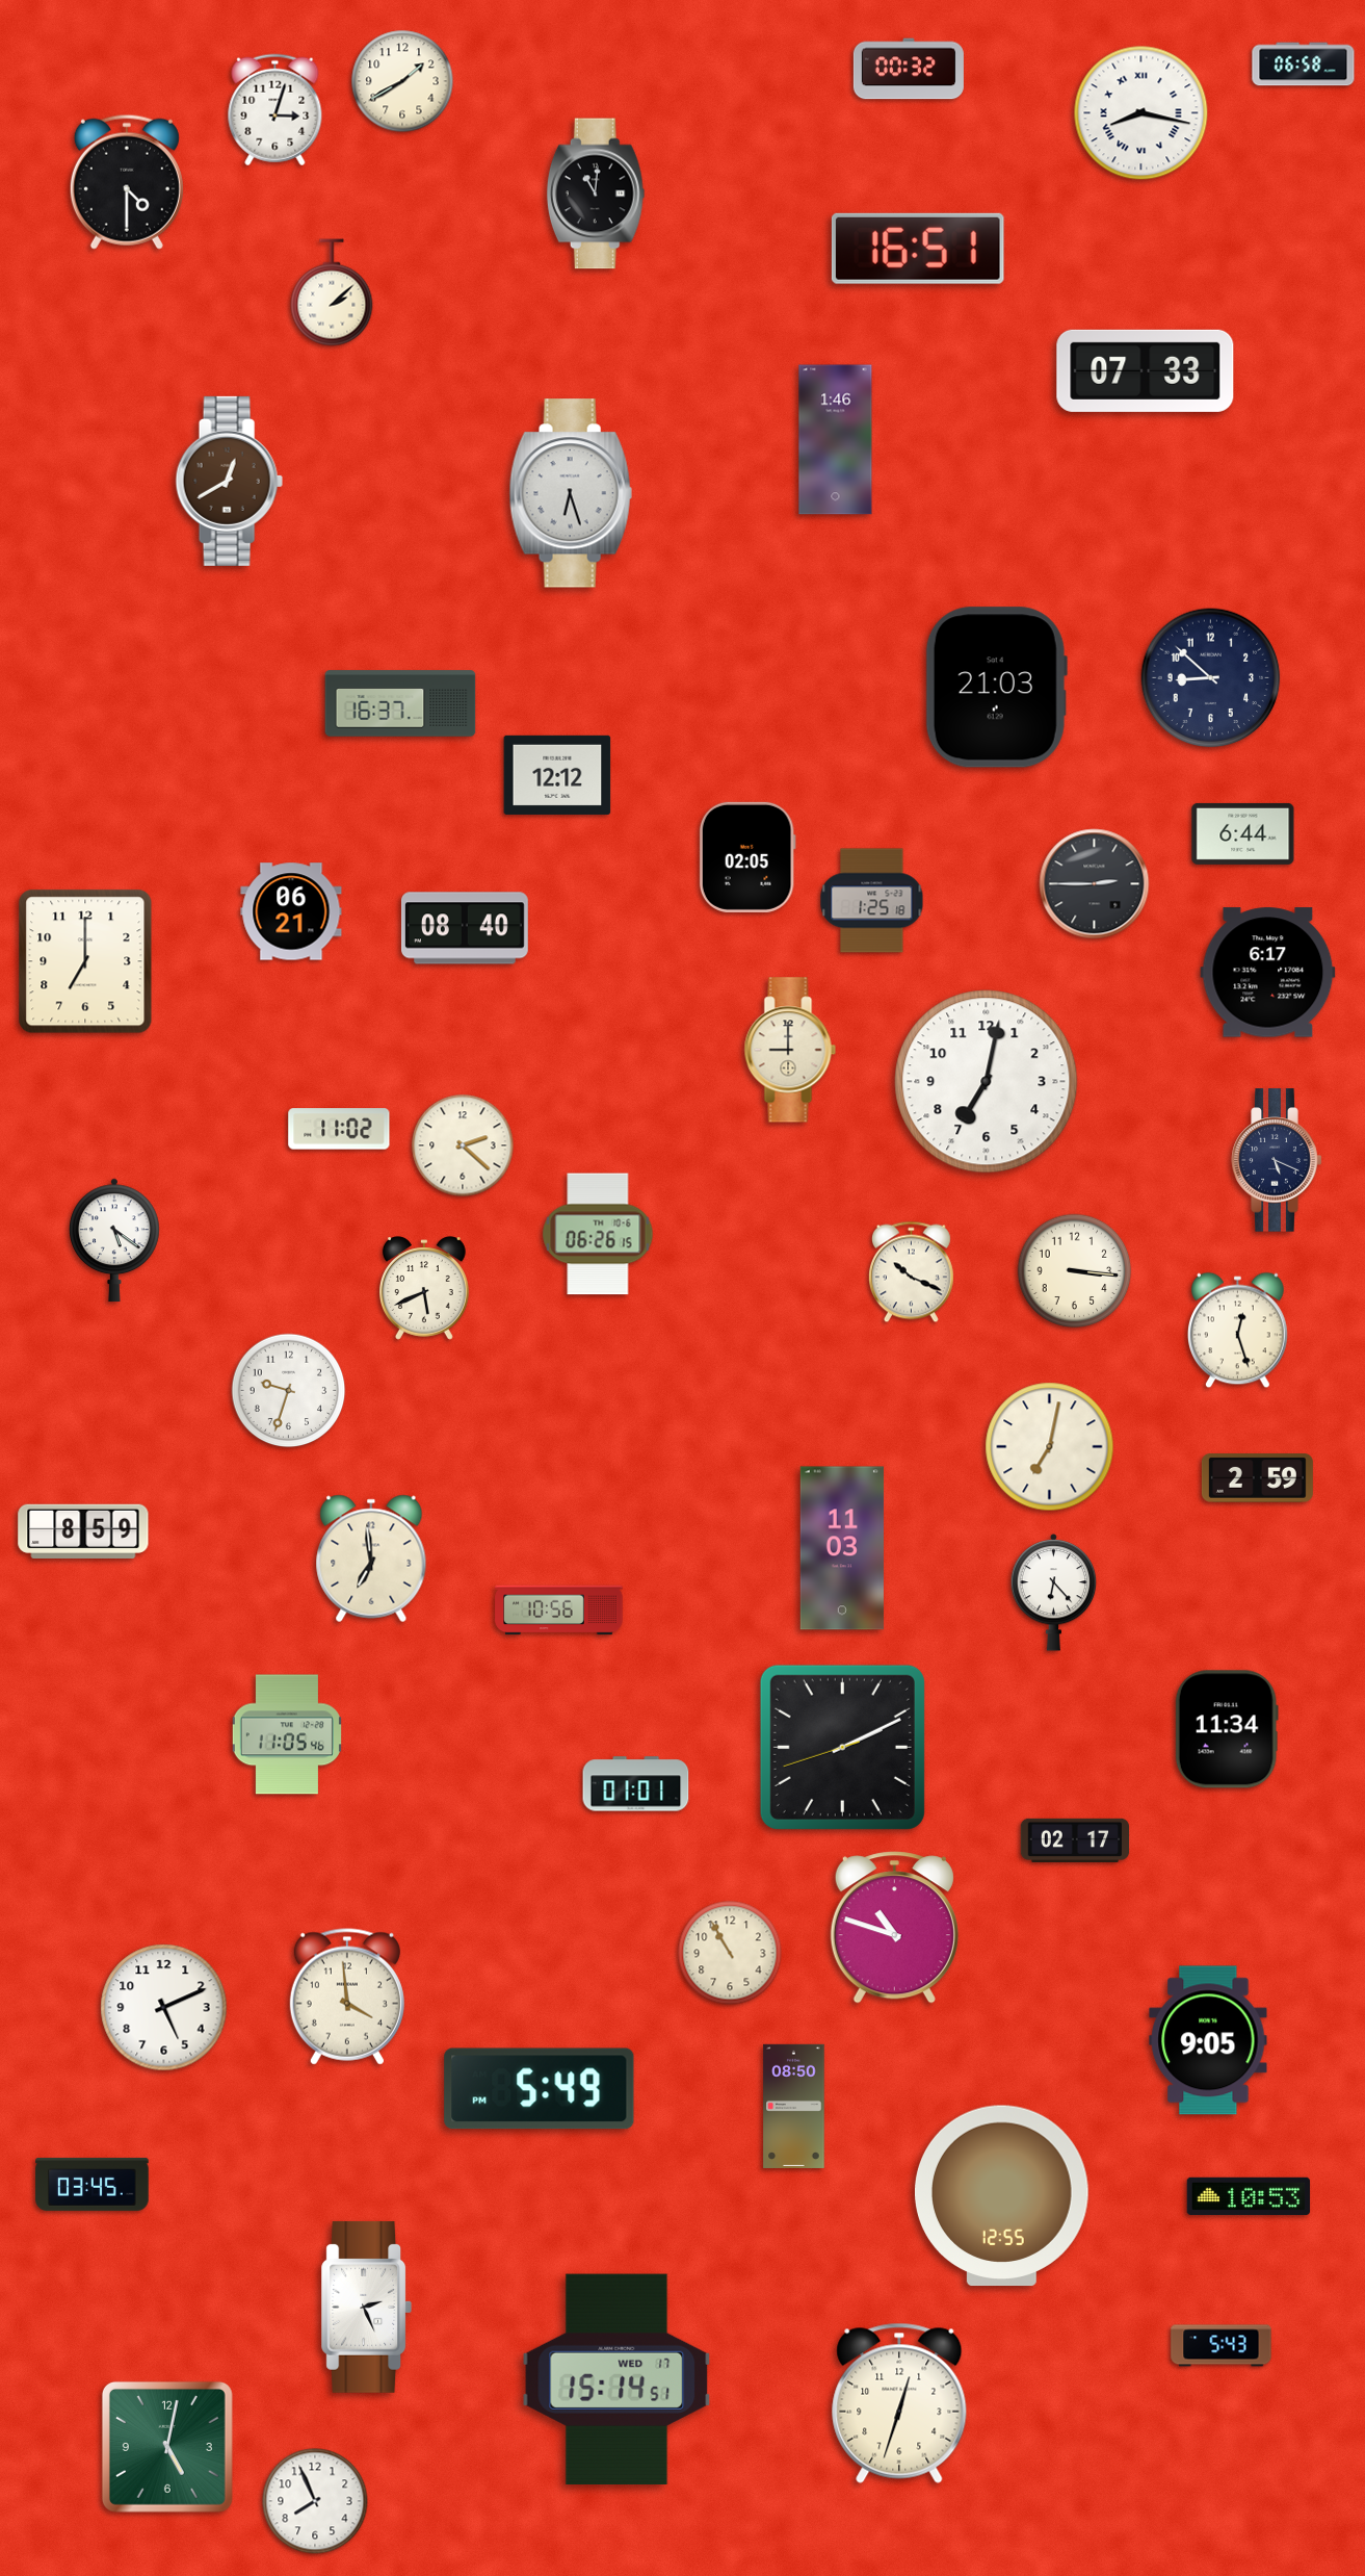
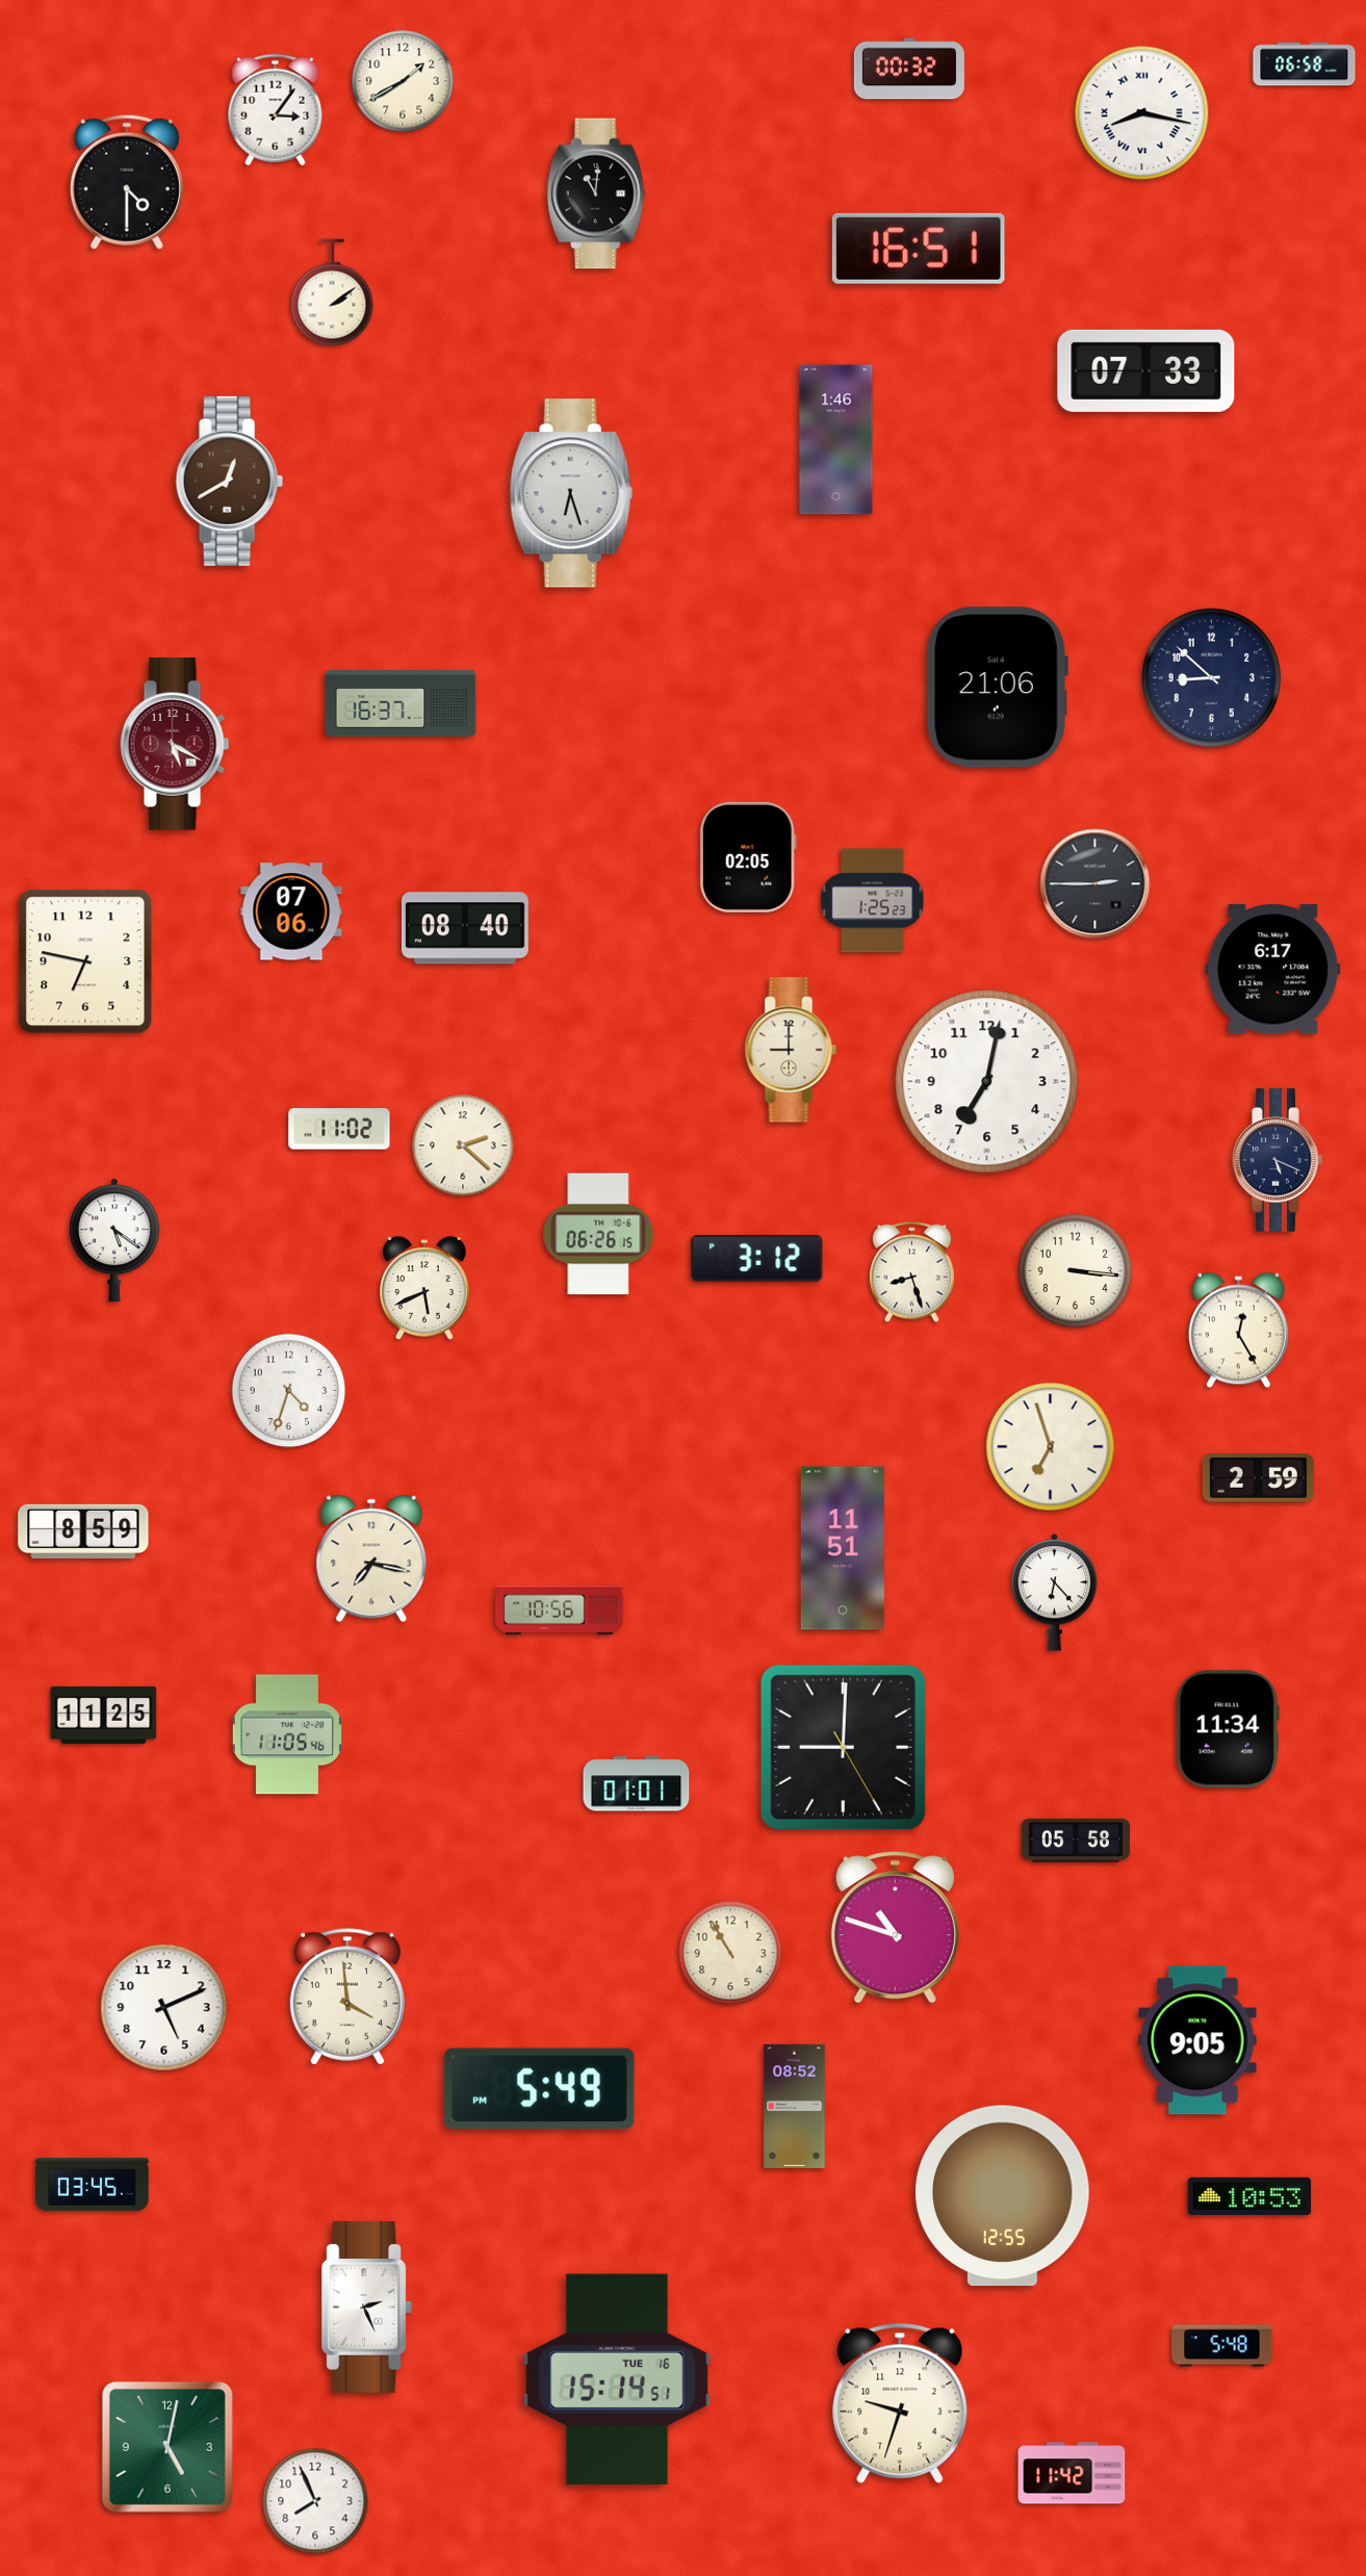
clock at (275, 110): 3:03 -> 3:06
clock at (332, 292): 2:08 -> 2:09
clock at (996, 688): 21:03 -> 21:06
clock at (175, 744): none -> 5:20
clock at (557, 775): 12:12 -> none
clock at (1243, 833): 6:44 -> none
clock at (872, 901): 1:25:18 -> 1:25:23
clock at (291, 911): 06:21 -> 07:06
clock at (85, 961): 7:00 -> 6:47
clock at (1268, 973) position: (1268, 973) -> (1273, 970)
clock at (757, 1258): none -> 3:12
clock at (911, 1272): 10:19 -> 8:27
clock at (1238, 1331): 12:27 -> 12:25
clock at (289, 1391): 9:33 -> 4:33
clock at (1050, 1447): 7:02 -> 6:57
clock at (842, 1548): 11:03 -> 11:51
clock at (371, 1559): 6:59 -> 7:17
clock at (104, 1715): none -> 11:25
clock at (842, 1747): 2:10 -> 9:00
clock at (1075, 1840): 02:17 -> 05:58
clock at (1208, 2040) position: (1208, 2040) -> (1197, 2040)
clock at (794, 2106): 08:50 -> 08:52
clock at (1222, 2346): 5:43 -> 5:48
clock at (616, 2378) date: WED 17 -> TUE 16
clock at (899, 2403): 12:33 -> 9:33
clock at (1072, 2473): none -> 11:42
